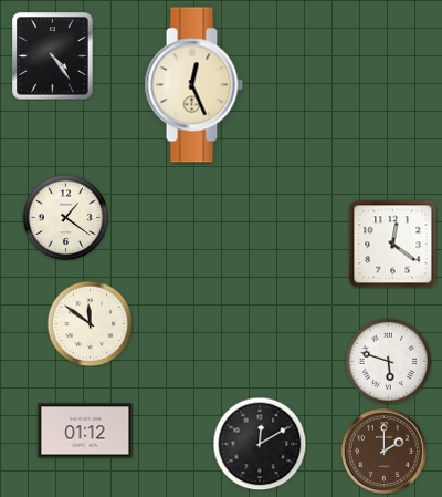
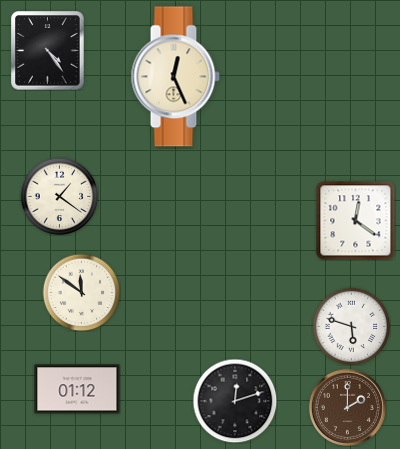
clock at (260, 444): 12:10 -> 12:12
